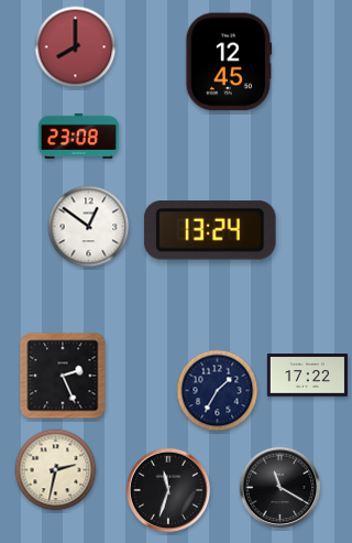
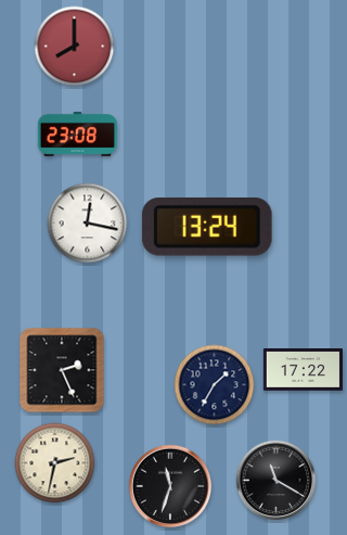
clock at (229, 62): 12:45 -> none
clock at (89, 227): 12:51 -> 12:17
clock at (168, 490) position: (168, 490) -> (170, 486)
